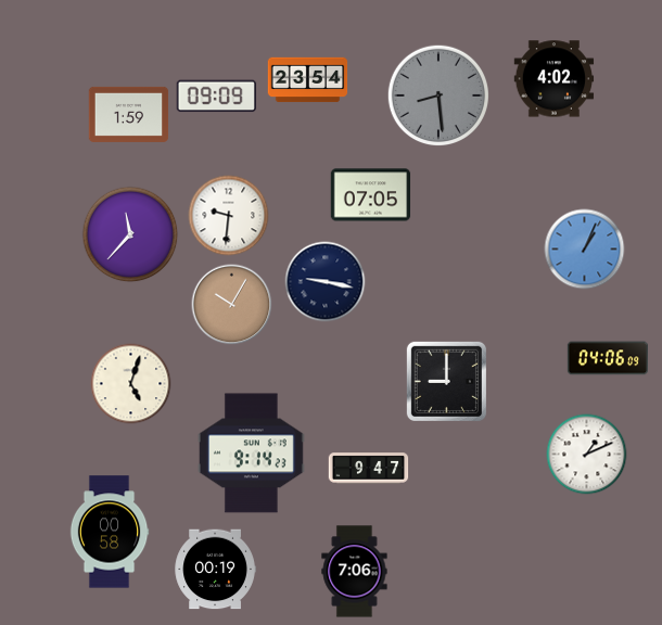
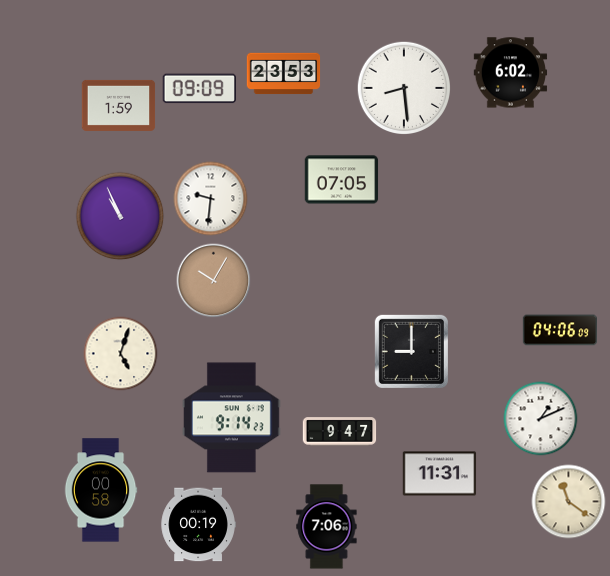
clock at (555, 79): 4:02 -> 6:02
clock at (308, 80): 23:54 -> 23:53
clock at (437, 94) dial: grey -> white
clock at (130, 234): 11:37 -> 10:56
clock at (585, 250): 1:04 -> none
clock at (326, 282): 9:17 -> none
clock at (440, 474): none -> 11:31
clock at (569, 502): none -> 11:21
